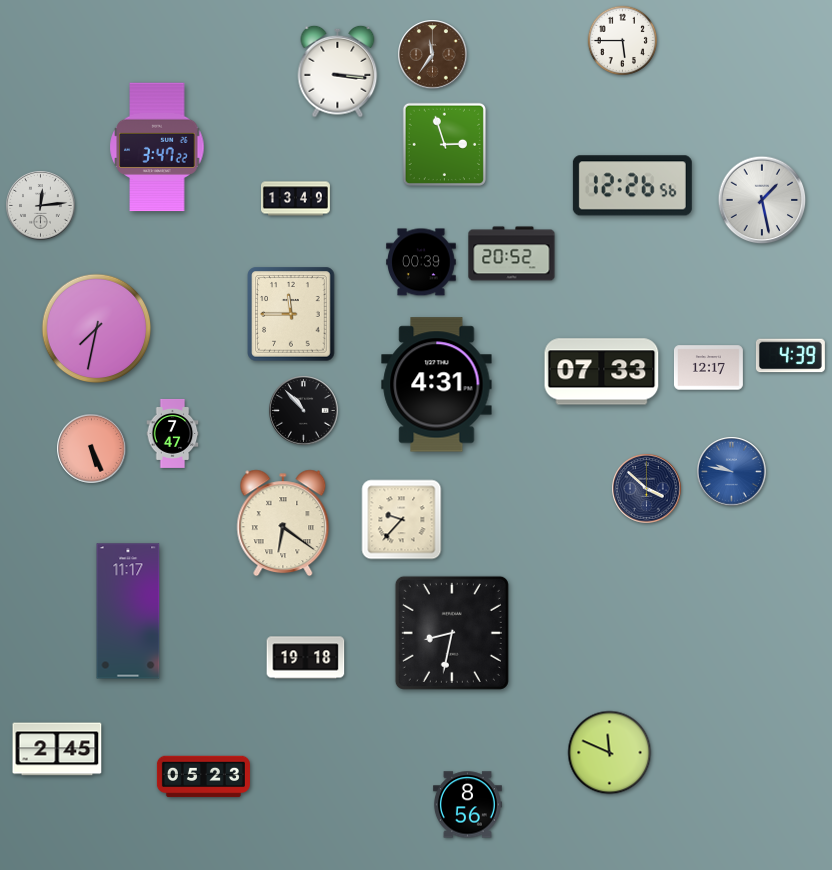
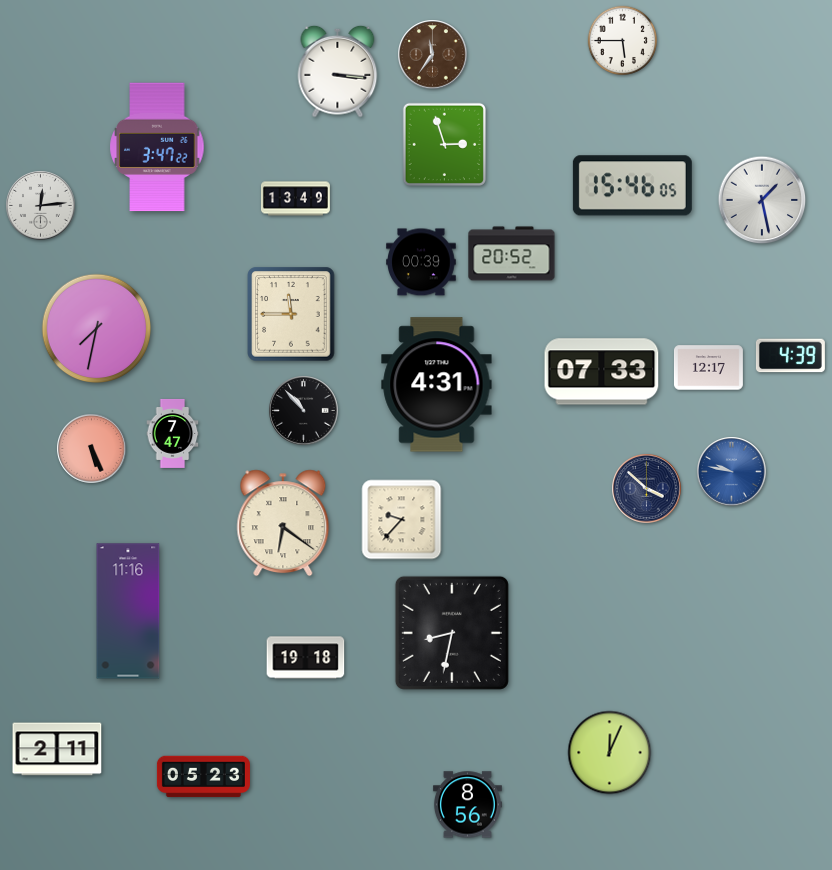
clock at (632, 186): 12:26 -> 15:46
clock at (128, 611): 11:17 -> 11:16
clock at (57, 749): 2:45 -> 2:11
clock at (610, 753): 11:49 -> 12:04
